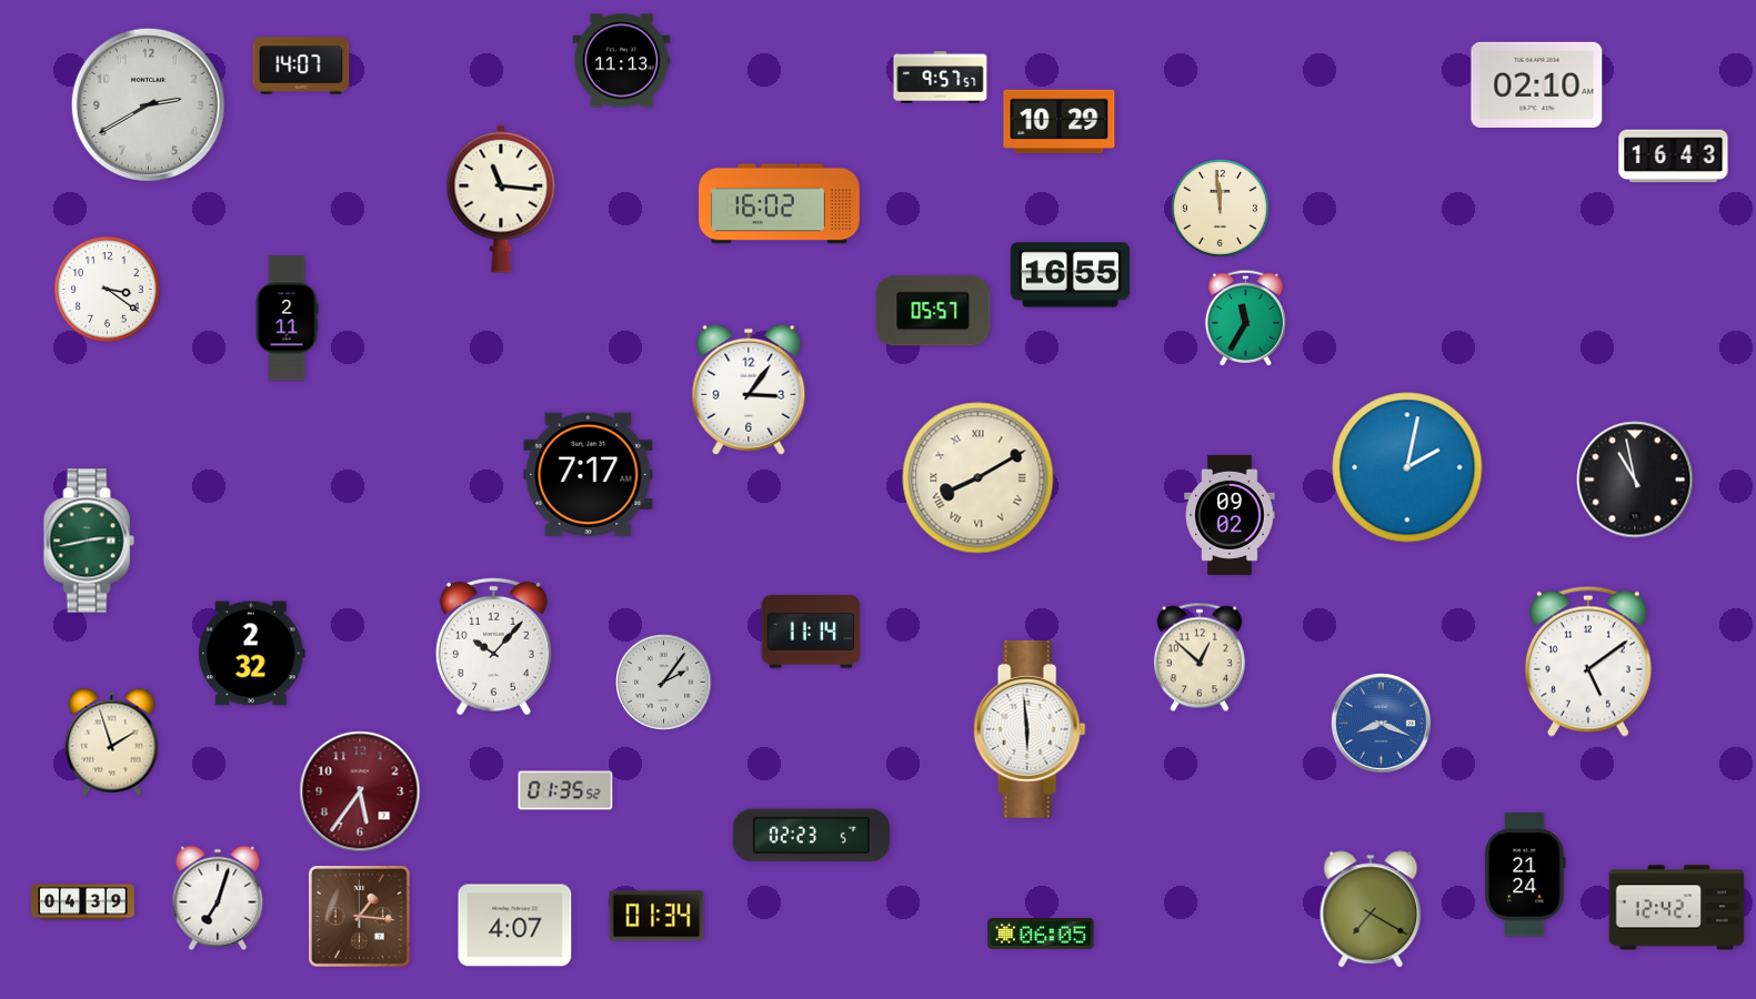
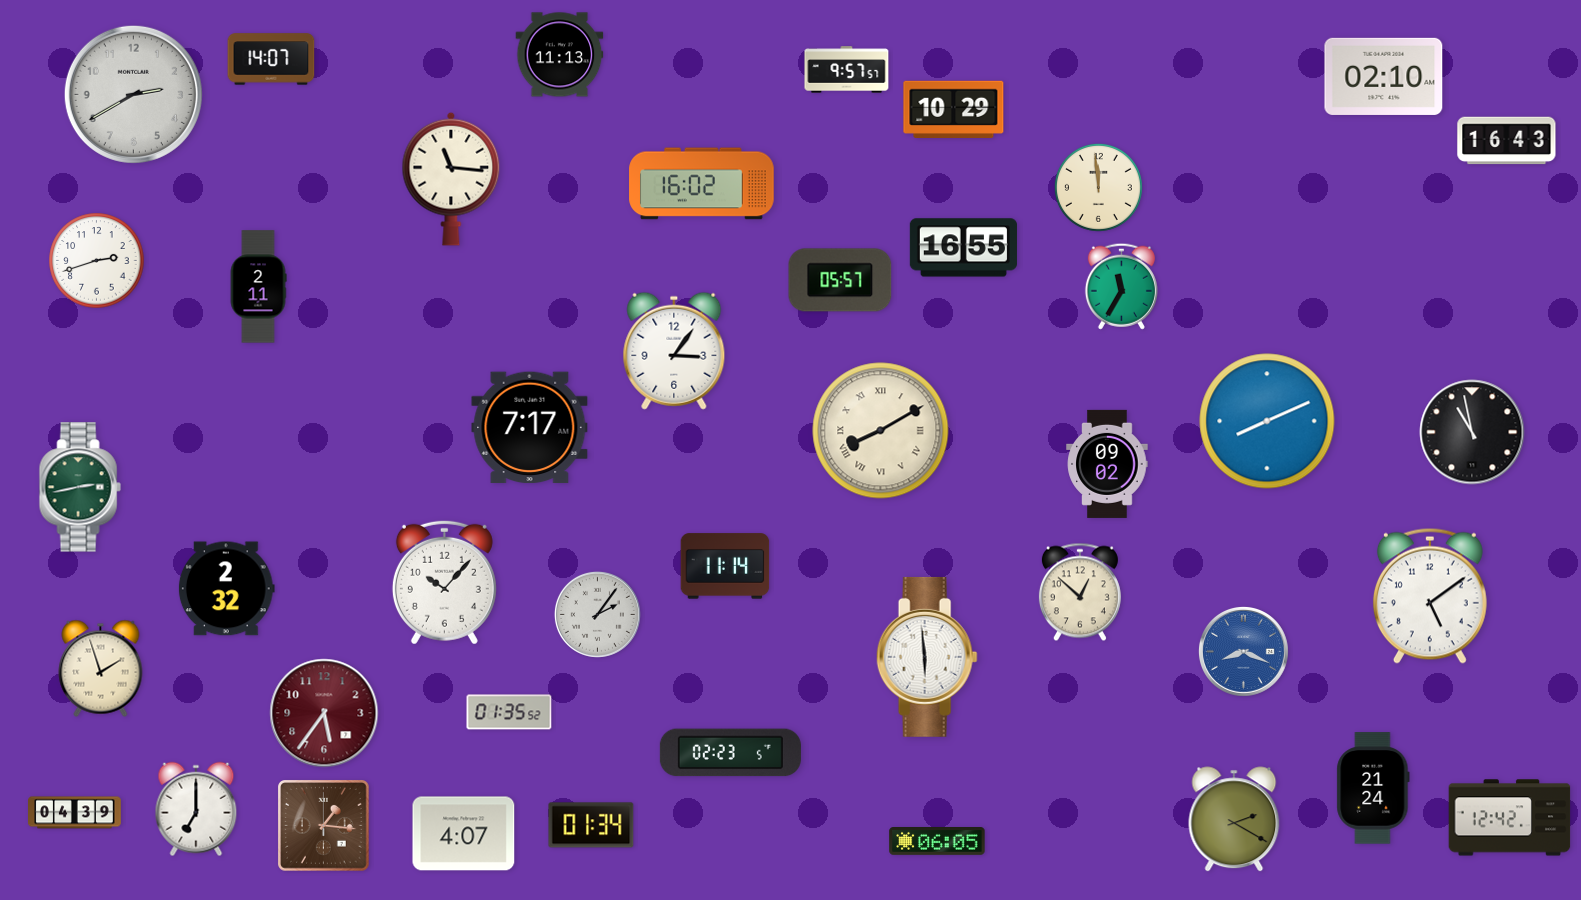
clock at (108, 290): 3:21 -> 2:42
clock at (1407, 467): 2:02 -> 8:11
clock at (811, 632) position: (811, 632) -> (725, 566)
clock at (218, 898): 7:03 -> 7:00
clock at (1371, 909): 7:20 -> 2:20
